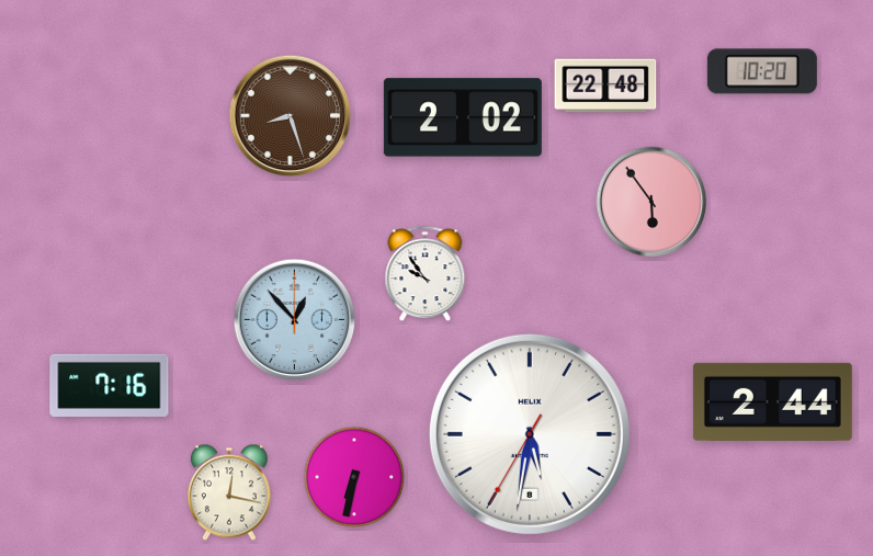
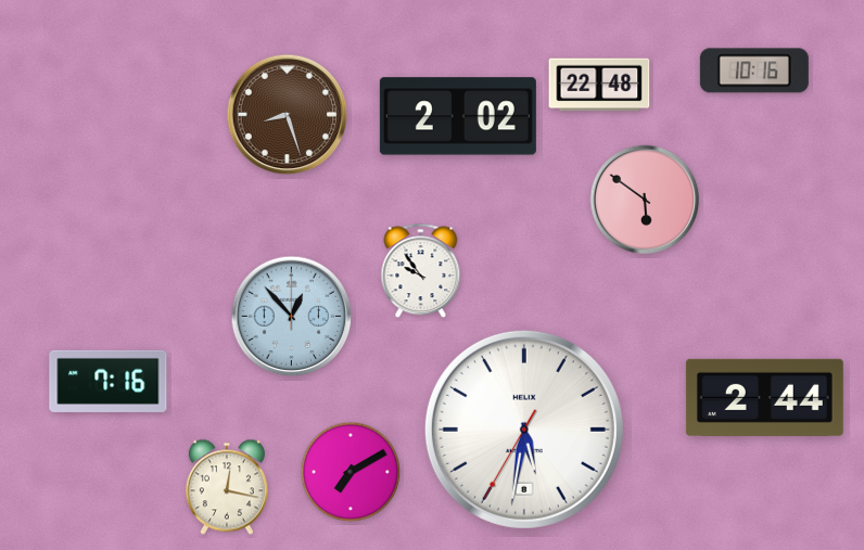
clock at (762, 71): 10:20 -> 10:16
clock at (651, 202): 5:54 -> 5:51
clock at (354, 477): 6:32 -> 7:10
